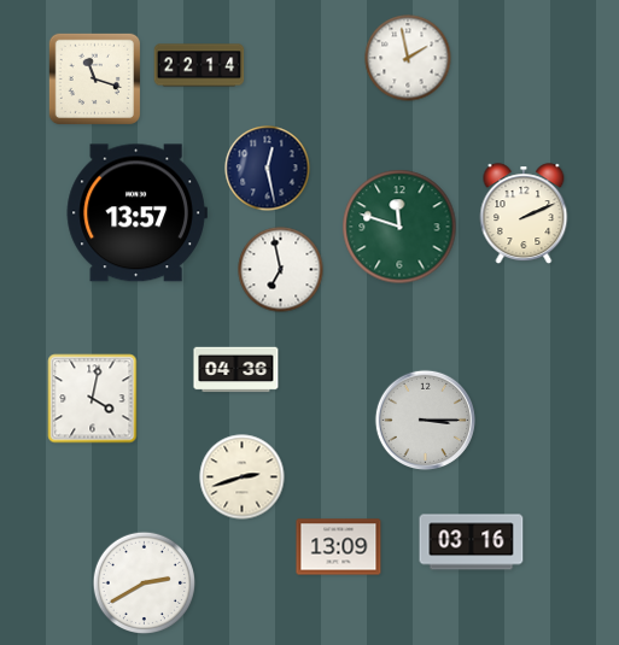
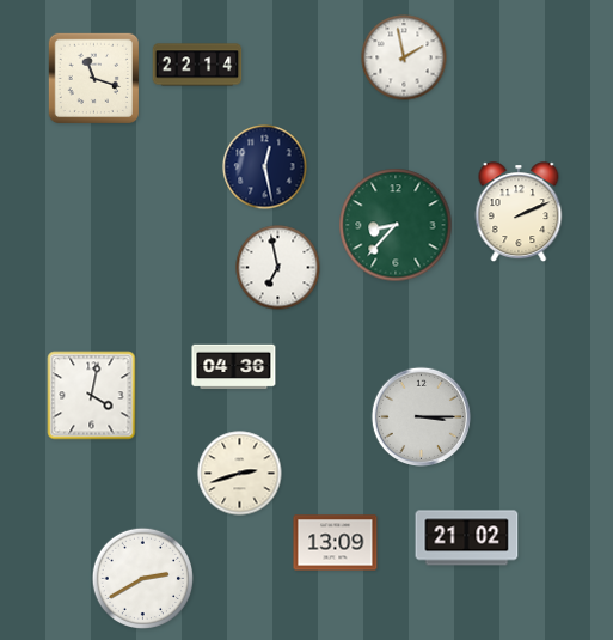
clock at (136, 213): 13:57 -> none
clock at (399, 227): 11:48 -> 8:37
clock at (472, 543): 03:16 -> 21:02
